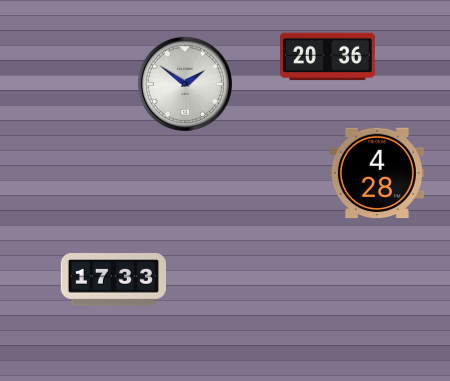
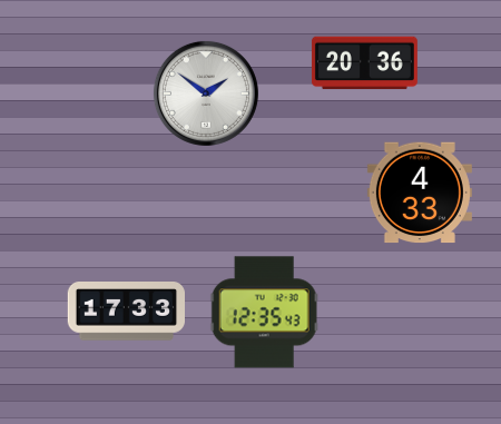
clock at (377, 173): 4:28 -> 4:33
clock at (264, 313): none -> 12:35
